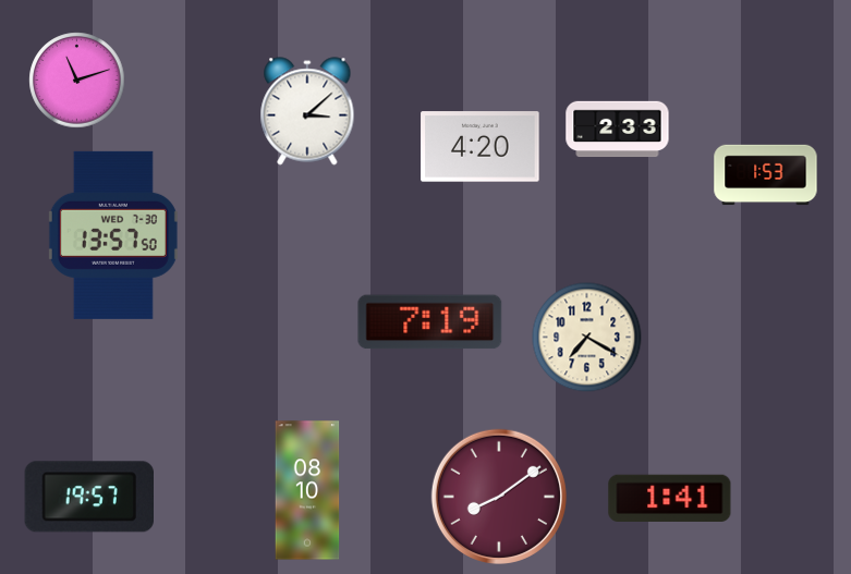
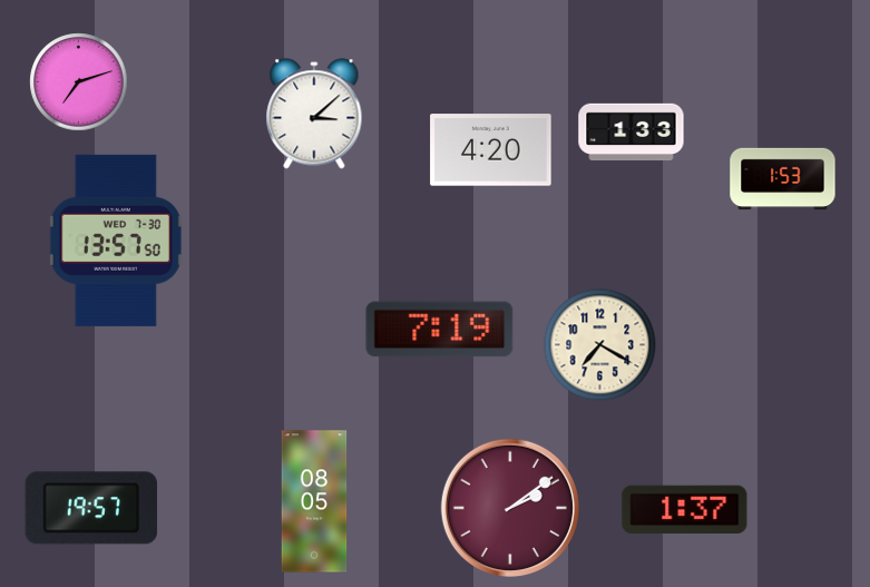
clock at (77, 81): 11:12 -> 7:12
clock at (618, 130): 2:33 -> 1:33
clock at (307, 490): 08:10 -> 08:05
clock at (499, 497): 8:09 -> 2:09
clock at (670, 498): 1:41 -> 1:37
